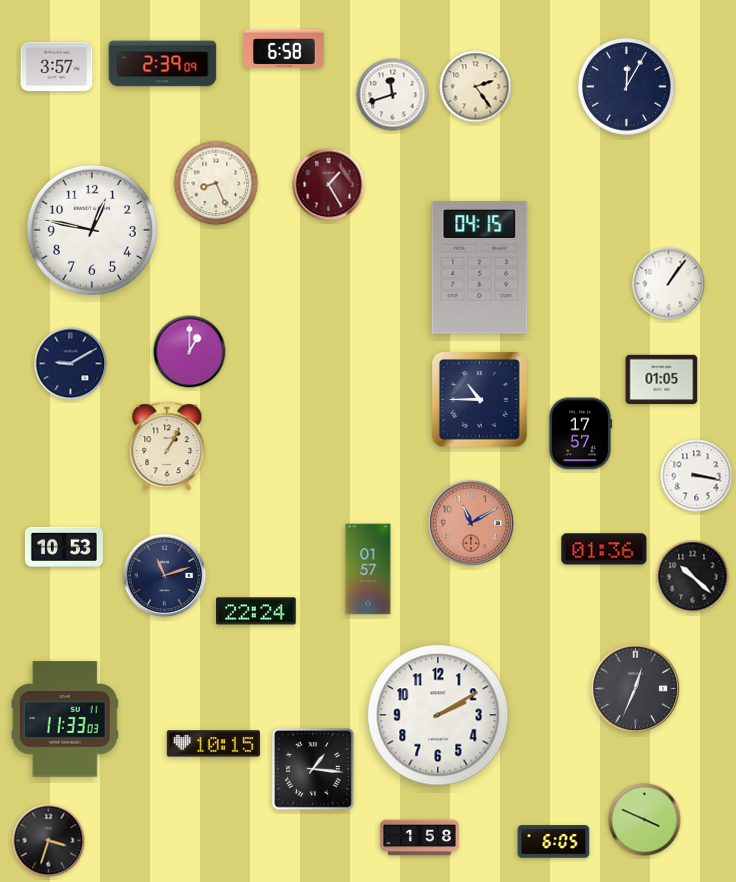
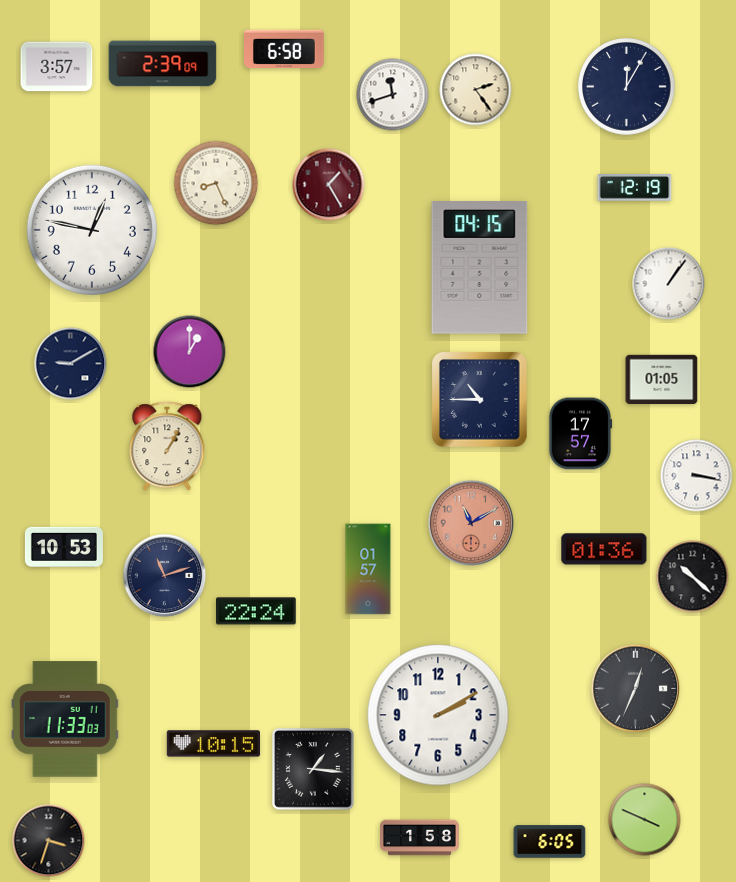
clock at (476, 87) position: (476, 87) -> (476, 90)
clock at (635, 188): none -> 12:19
clock at (554, 842) position: (554, 842) -> (550, 842)
